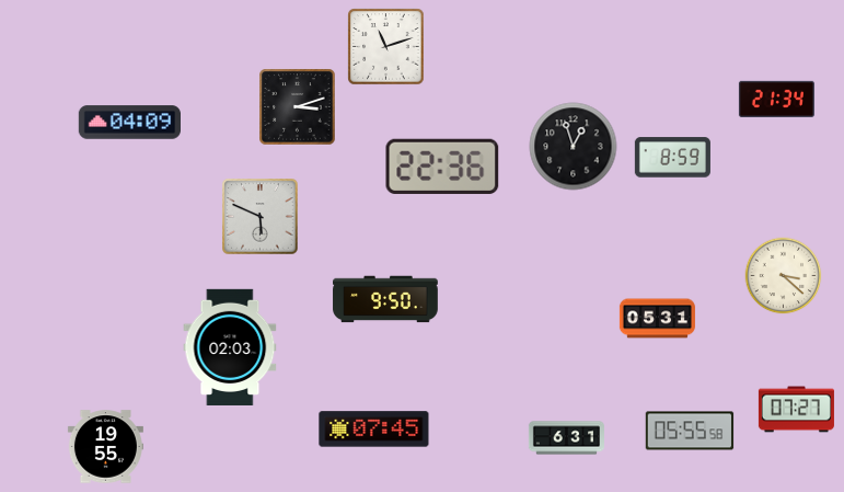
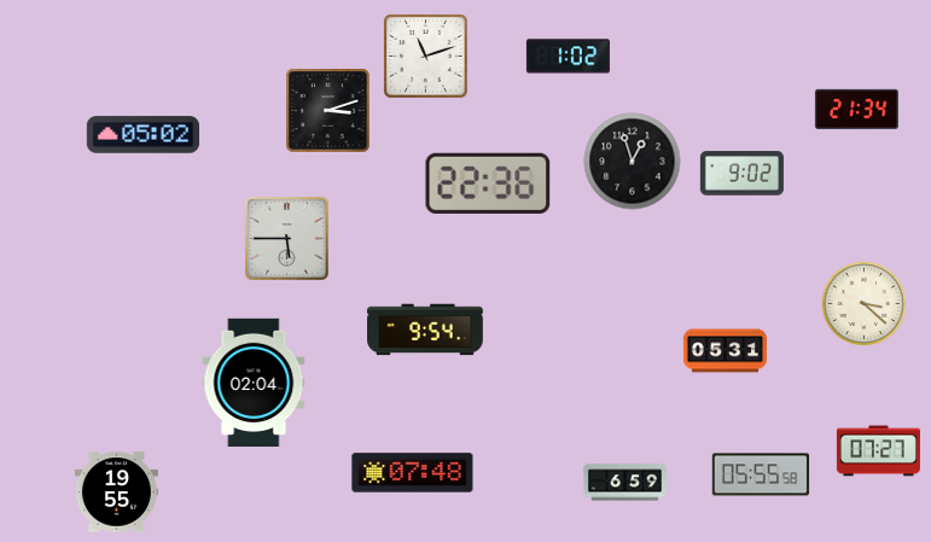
clock at (386, 47) position: (386, 47) -> (426, 57)
clock at (568, 57): none -> 1:02
clock at (298, 107) position: (298, 107) -> (328, 111)
clock at (130, 123): 04:09 -> 05:02
clock at (672, 158): 8:59 -> 9:02
clock at (261, 217): 5:49 -> 5:45
clock at (385, 299): 9:50 -> 9:54
clock at (230, 347): 02:03 -> 02:04
clock at (374, 430): 07:45 -> 07:48
clock at (566, 438): 6:31 -> 6:59
